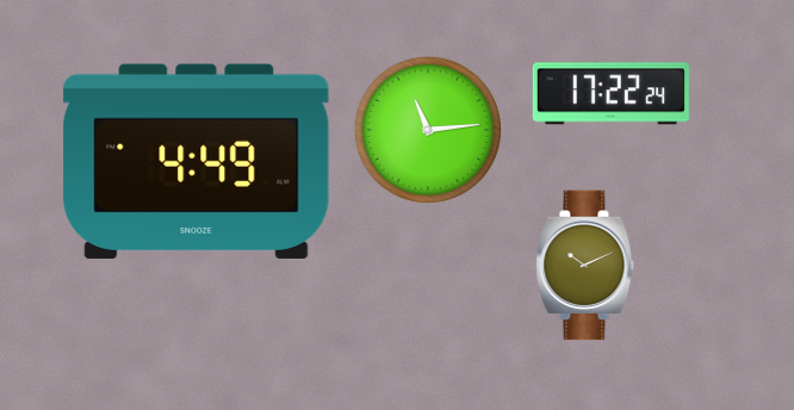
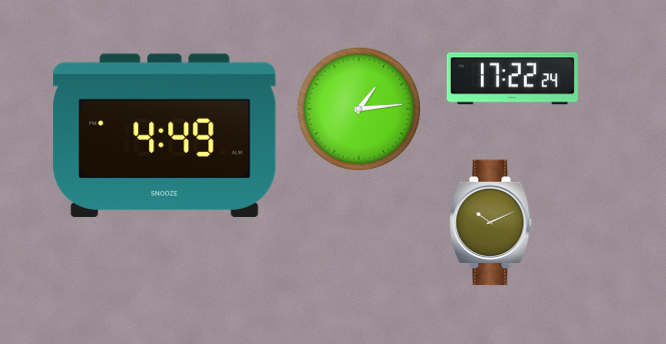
clock at (428, 130): 11:14 -> 1:14
